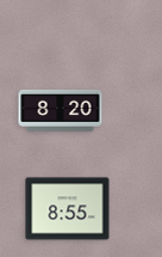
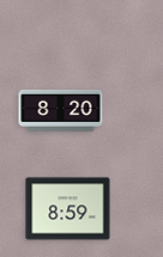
clock at (68, 209): 8:55 -> 8:59
